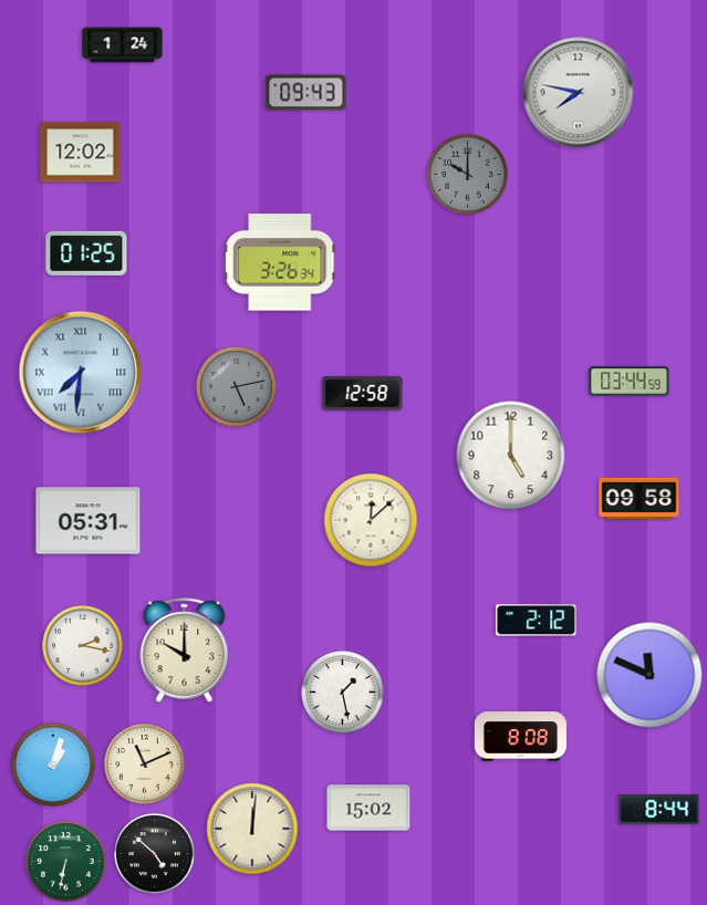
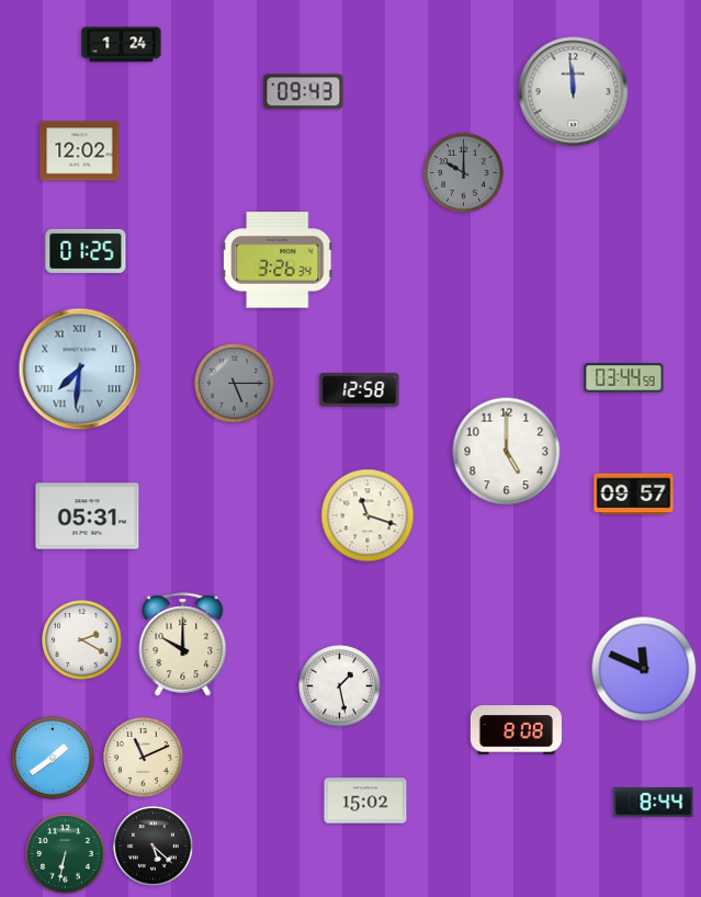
clock at (579, 93): 7:47 -> 11:59
clock at (237, 387): 5:13 -> 5:15
clock at (640, 499): 09:58 -> 09:57
clock at (371, 520): 12:08 -> 11:18
clock at (537, 621): 2:12 -> none
clock at (83, 646): 2:17 -> 2:20
clock at (53, 764): 1:03 -> 1:39
clock at (252, 829): 12:01 -> none
clock at (155, 854): 4:52 -> 5:22
